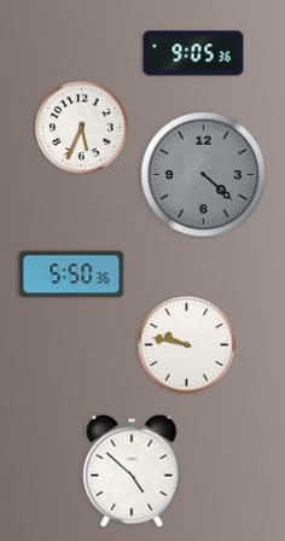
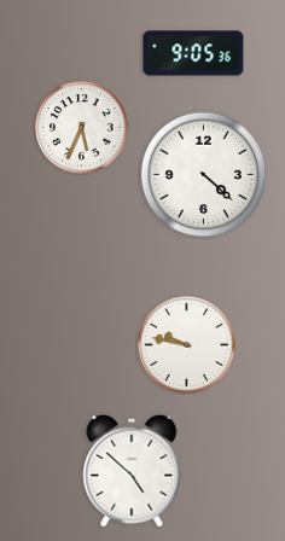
clock at (204, 175) dial: grey -> white
clock at (71, 274): 5:50 -> none
